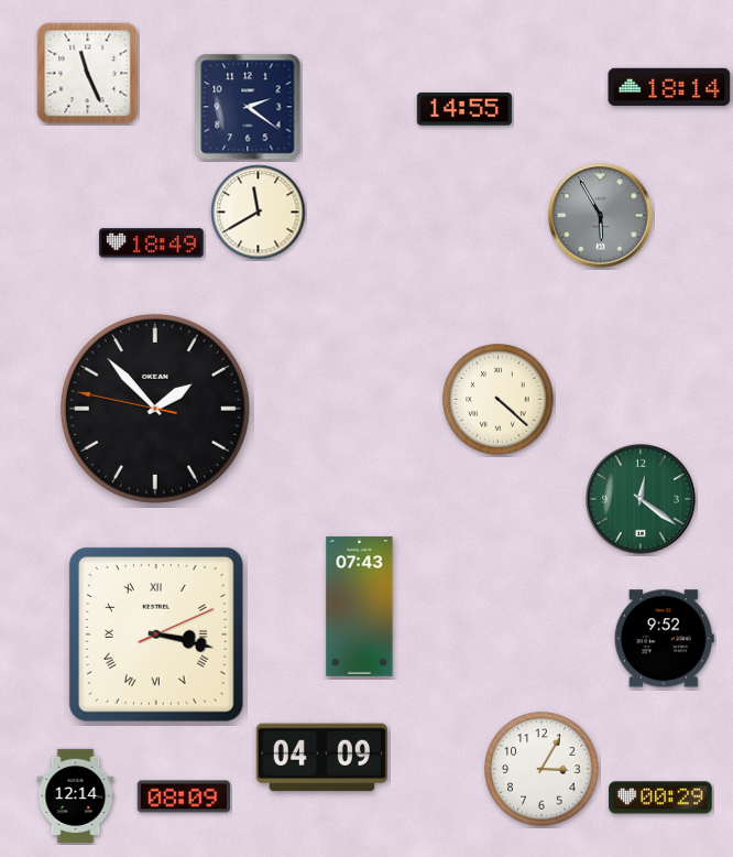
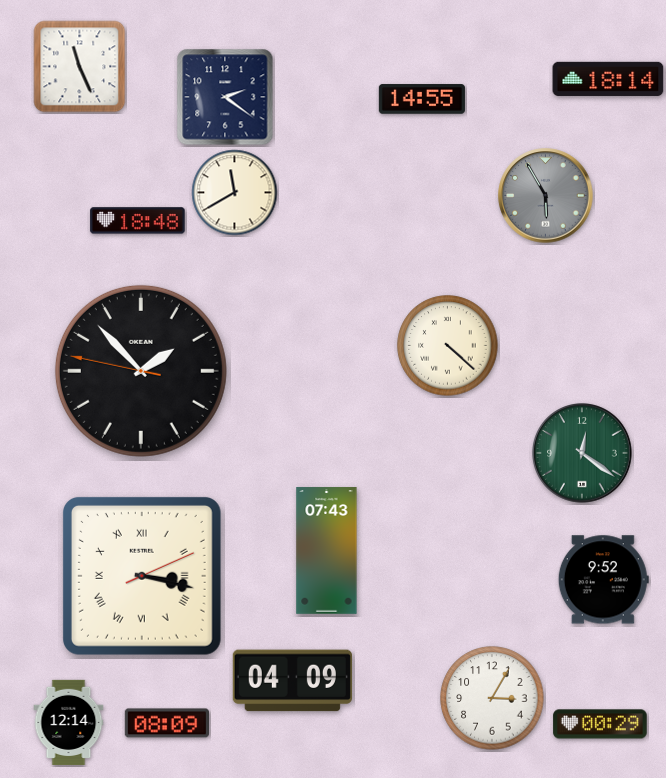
clock at (152, 243): 18:49 -> 18:48
clock at (499, 400) position: (499, 400) -> (448, 346)
clock at (321, 758) position: (321, 758) -> (292, 681)
